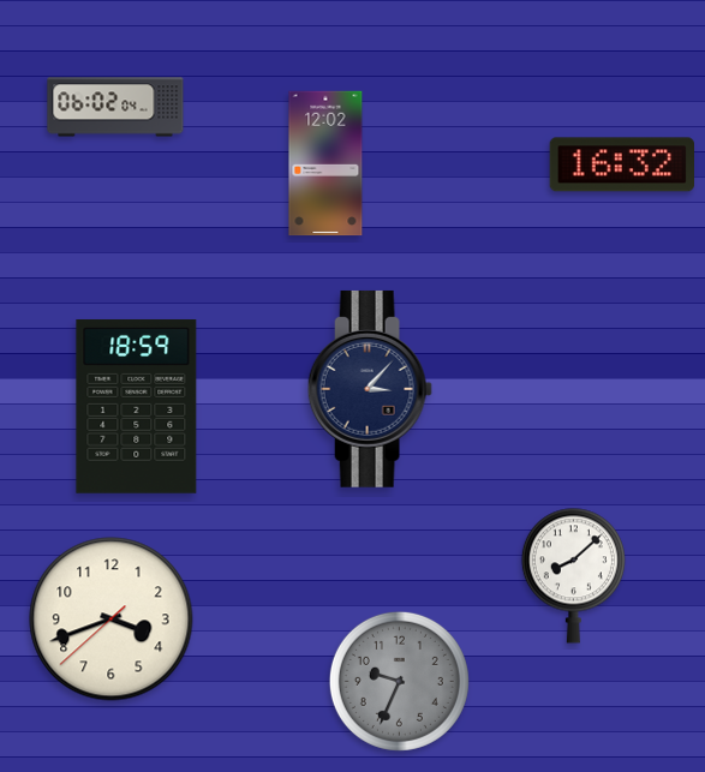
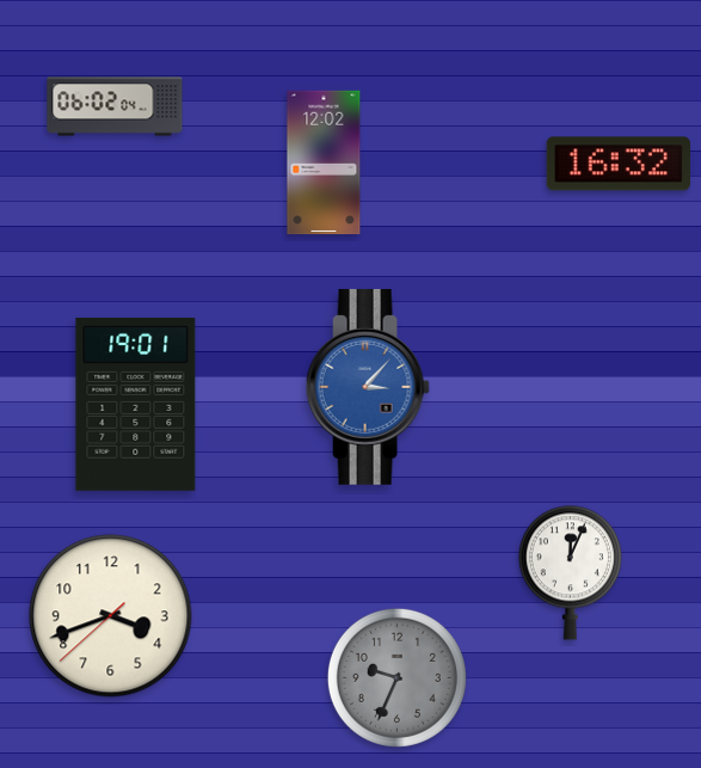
clock at (370, 389) dial: navy -> blue
clock at (137, 407): 18:59 -> 19:01
clock at (573, 575): 8:08 -> 12:04
